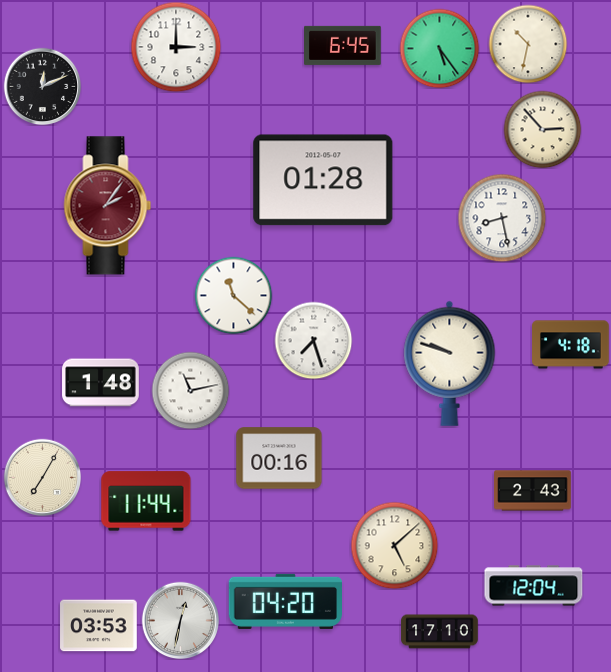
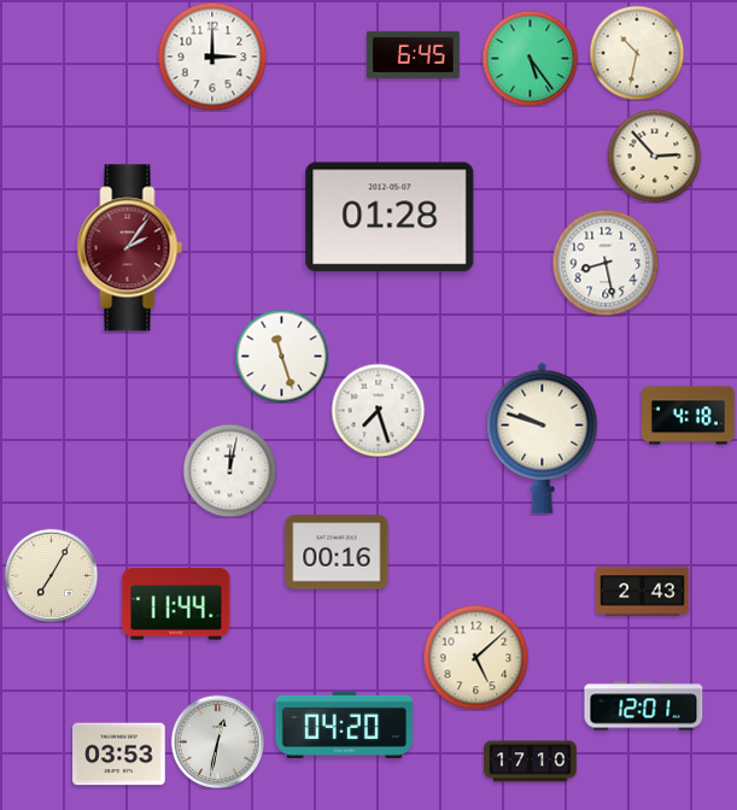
clock at (42, 86): 12:11 -> none
clock at (233, 295): 11:22 -> 11:27
clock at (101, 383): 1:48 -> none
clock at (190, 390): 11:13 -> 12:02
clock at (534, 586): 12:04 -> 12:01
clock at (180, 620) position: (180, 620) -> (217, 741)
